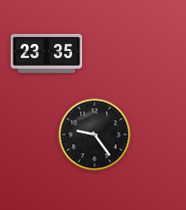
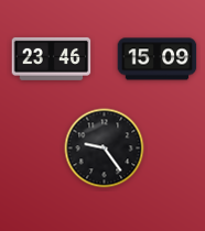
clock at (47, 53): 23:35 -> 23:46
clock at (158, 59): none -> 15:09
